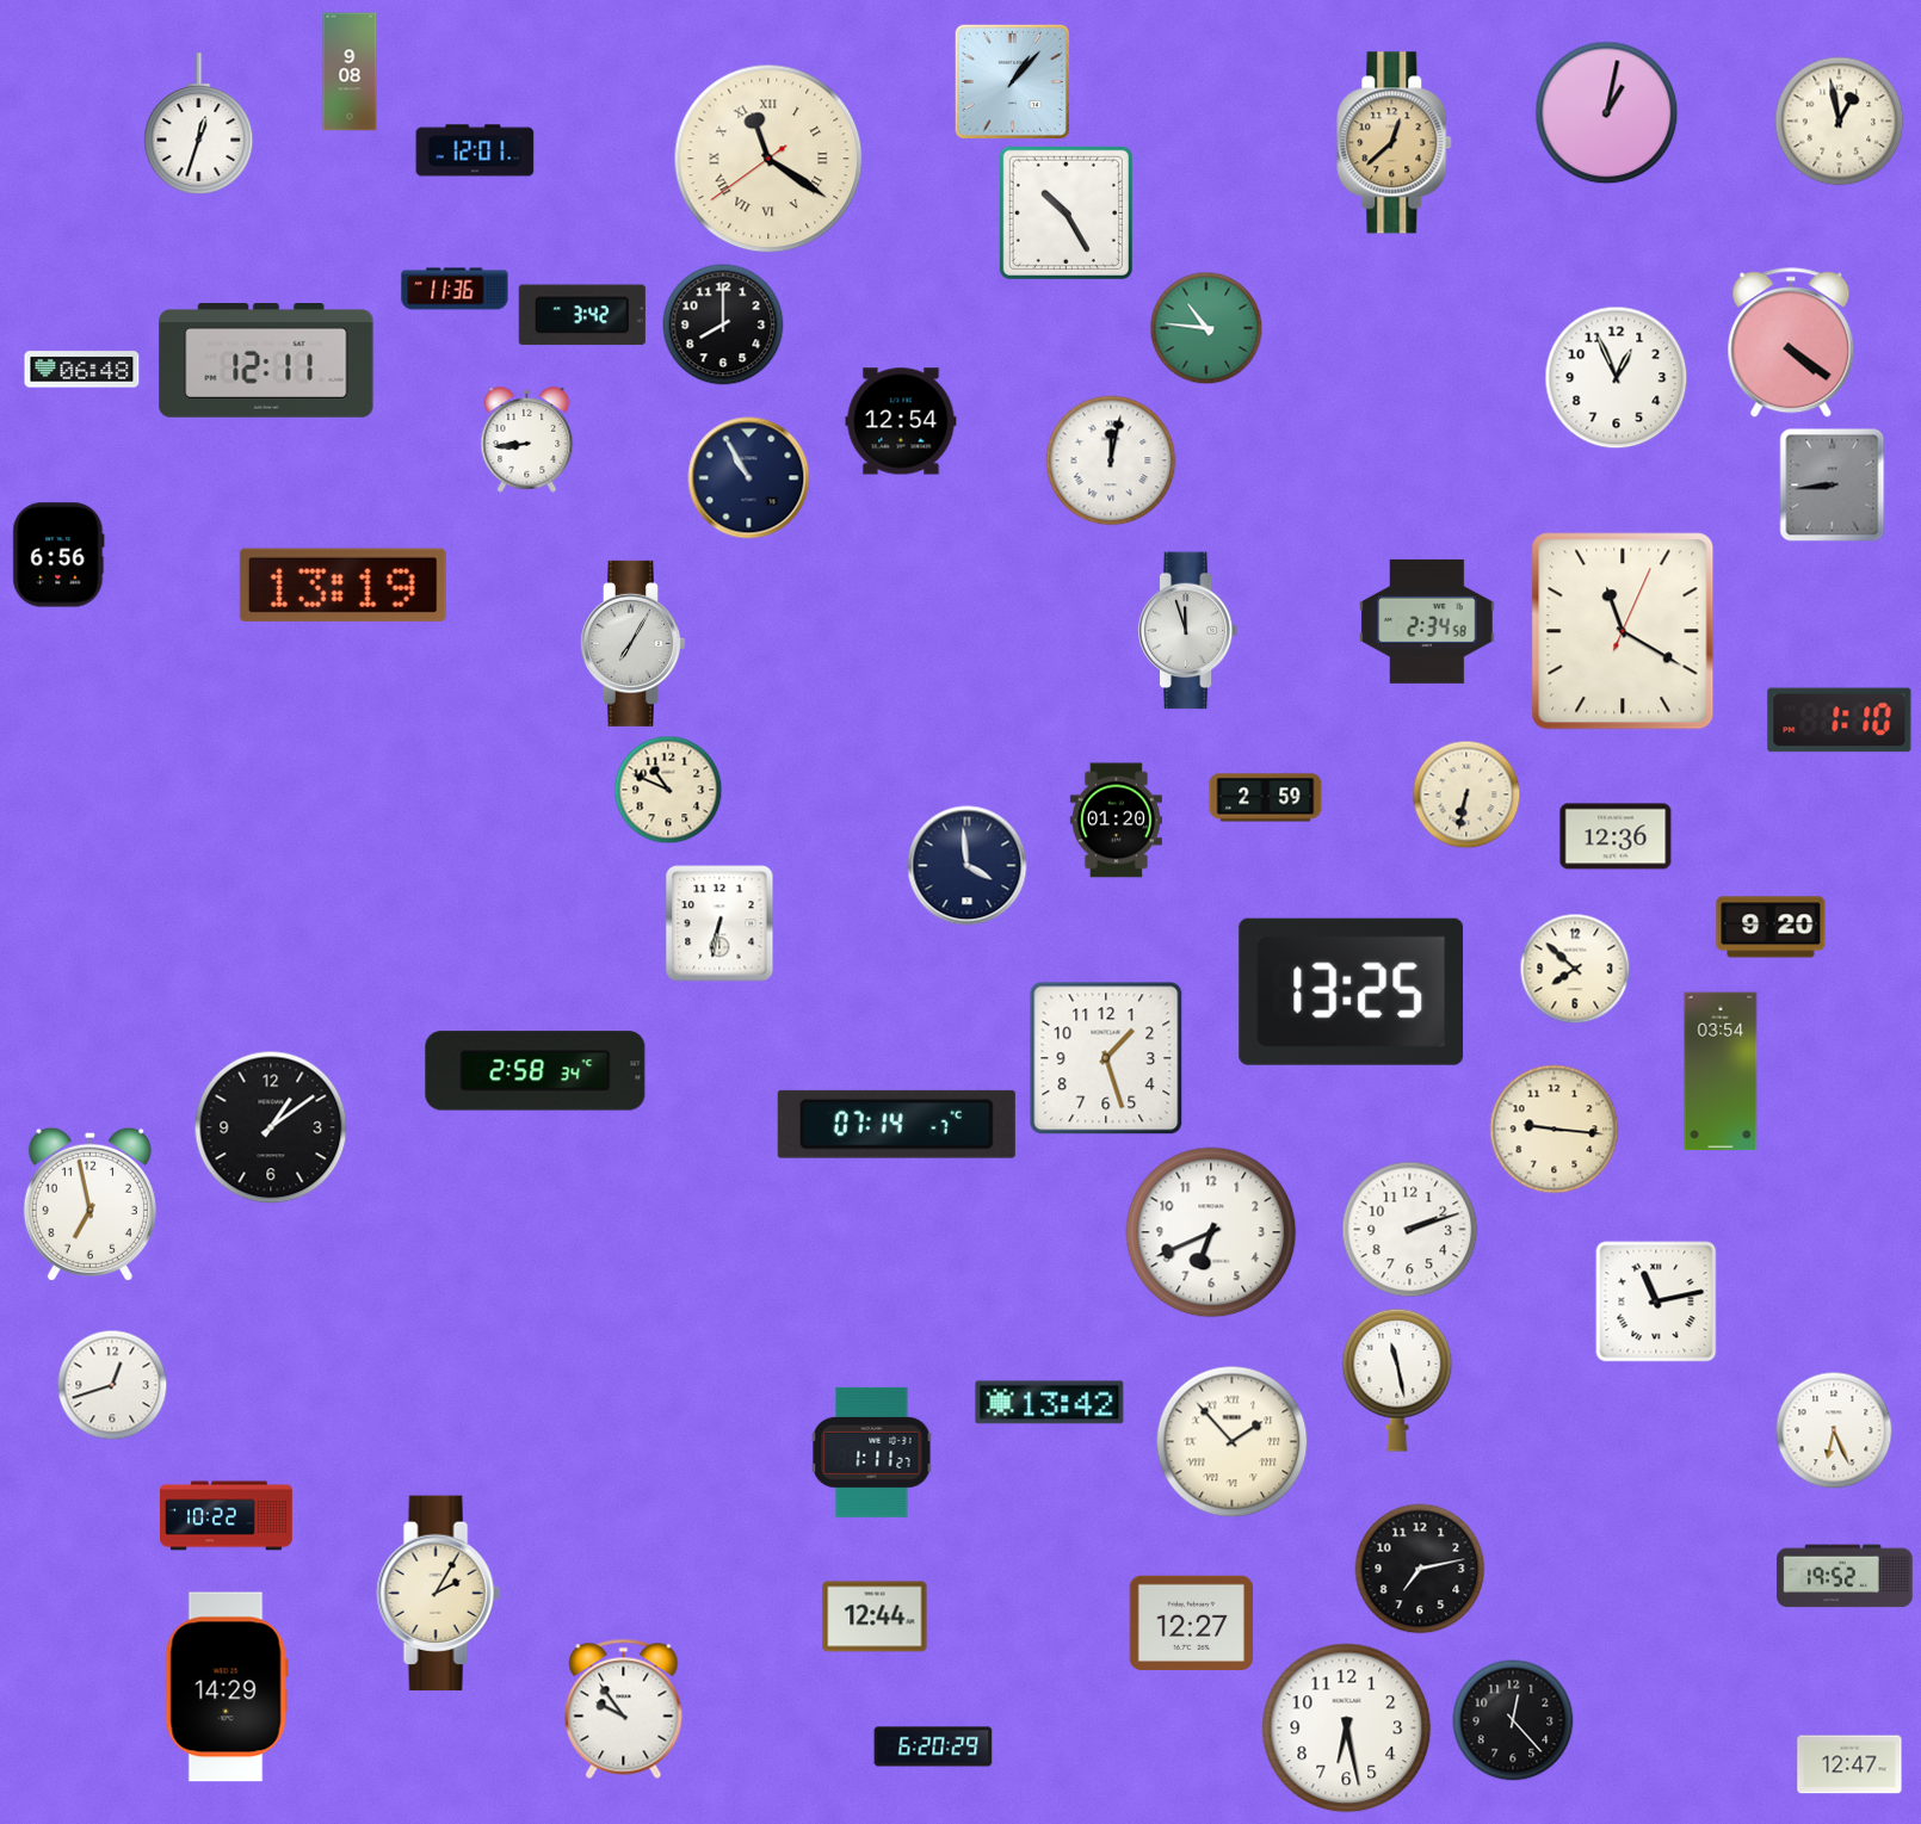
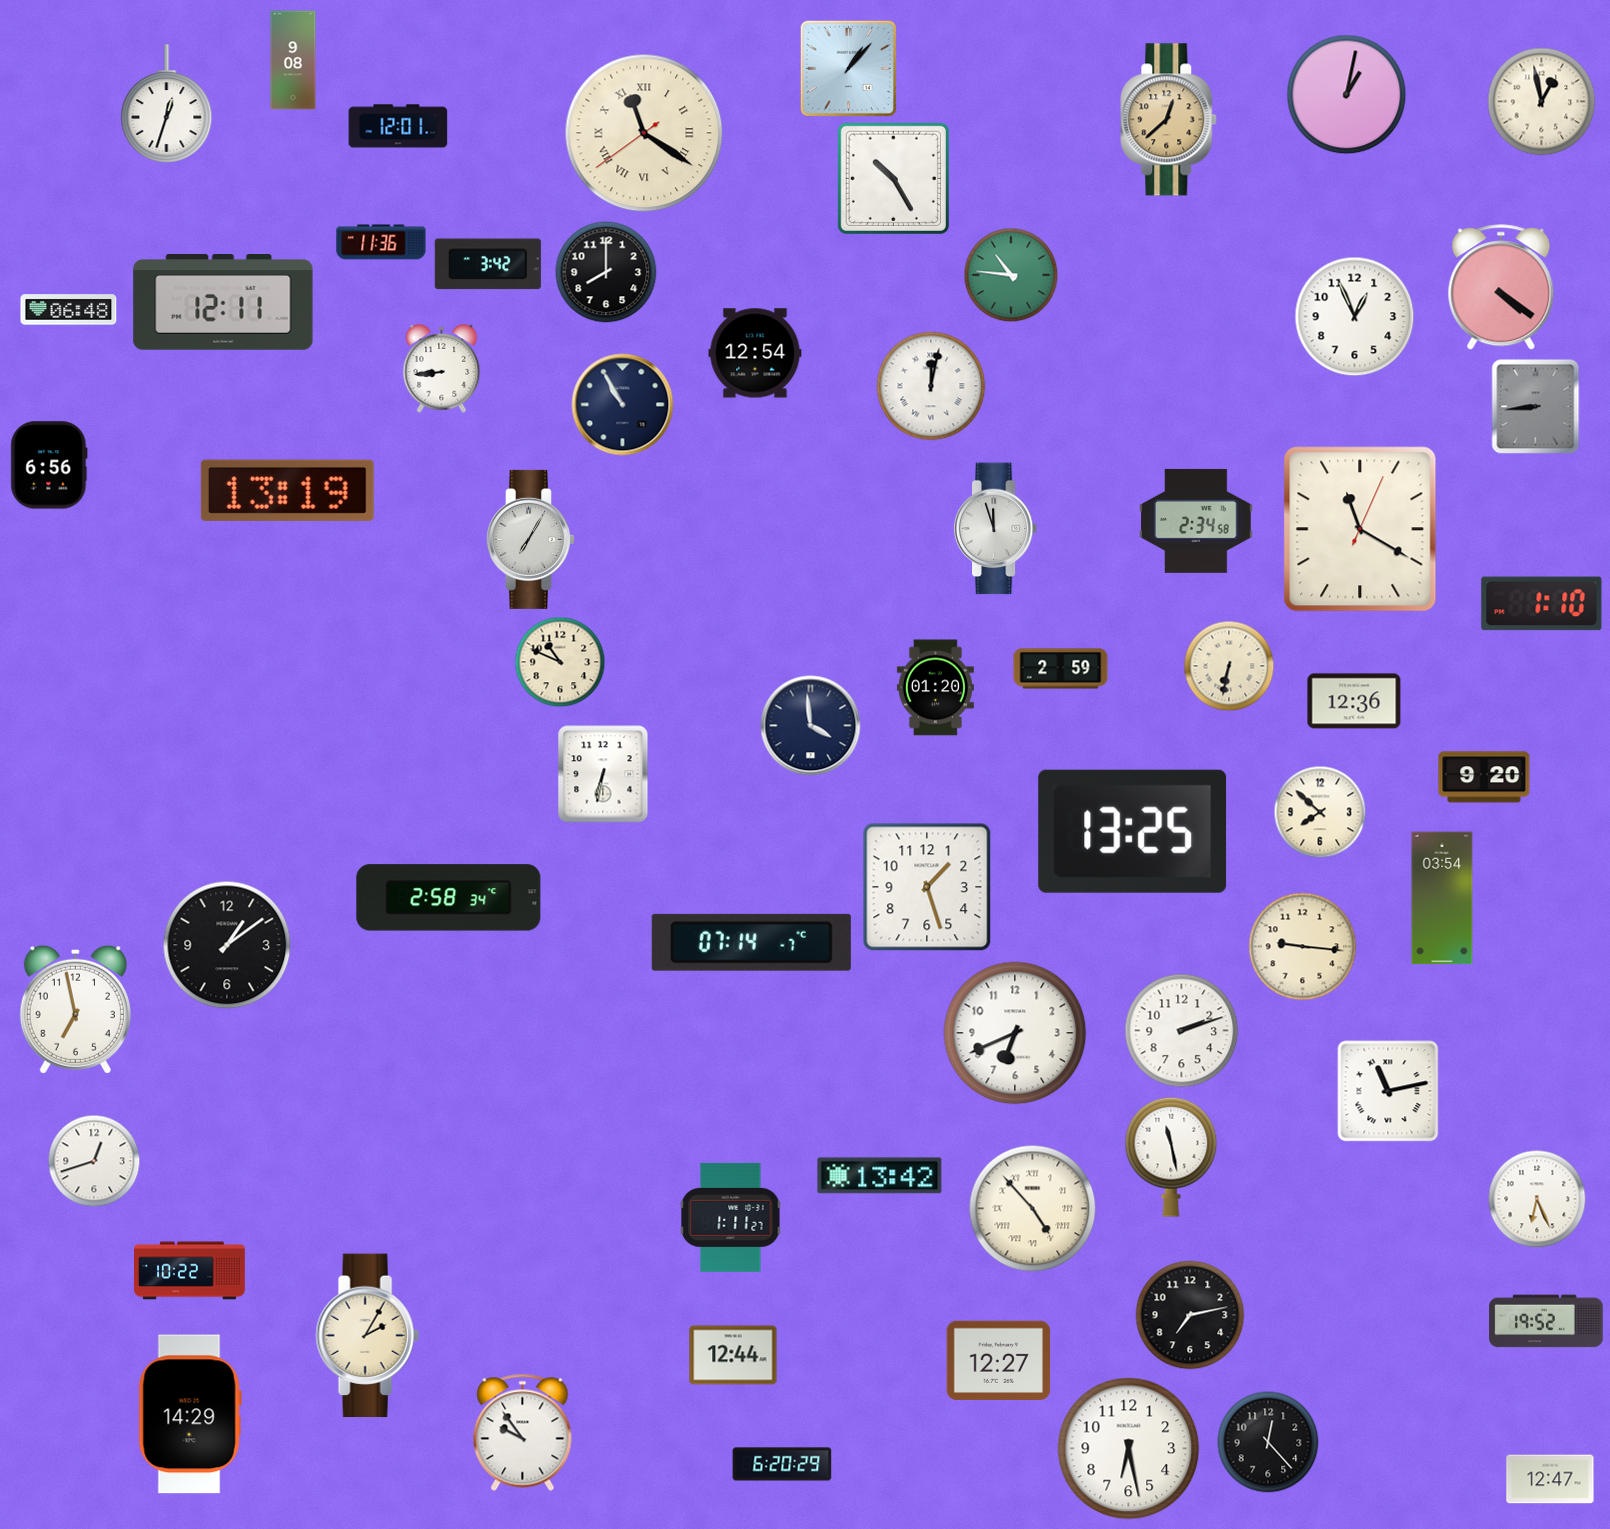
clock at (749, 478) position: (749, 478) -> (623, 405)
clock at (1233, 1442): 1:53 -> 4:53
